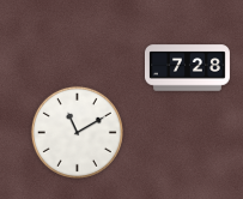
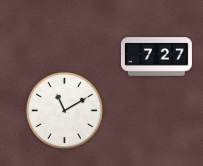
clock at (187, 68): 7:28 -> 7:27
